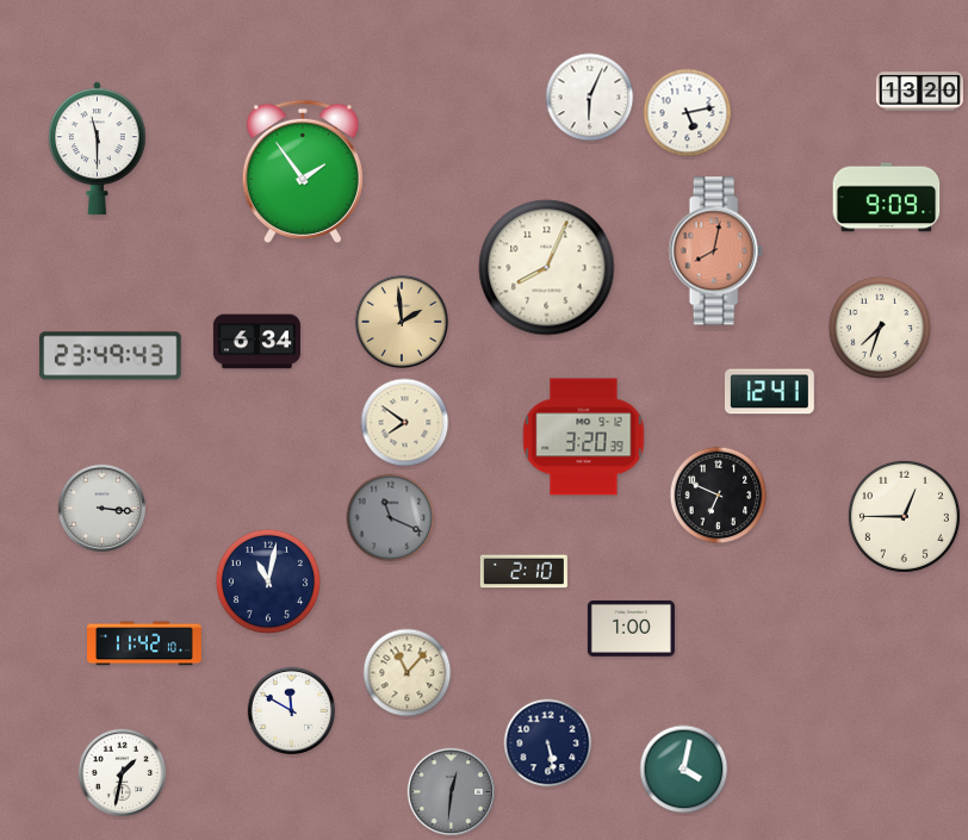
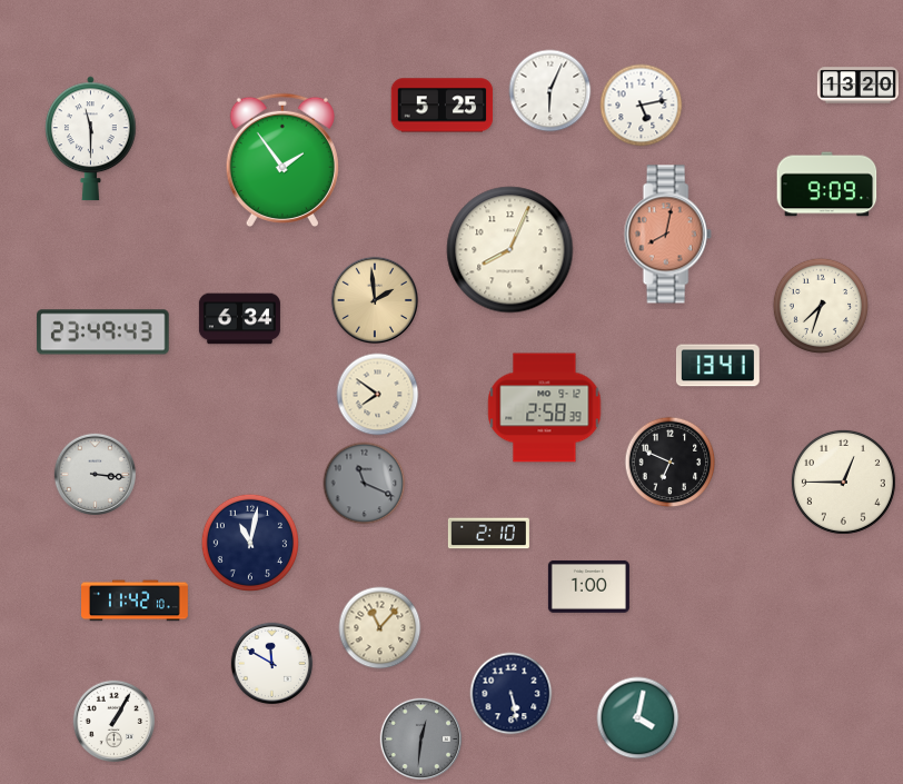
clock at (443, 106): none -> 5:25
clock at (769, 392): 12:41 -> 13:41
clock at (584, 437): 3:20 -> 2:58
clock at (123, 773): 1:32 -> 1:05
